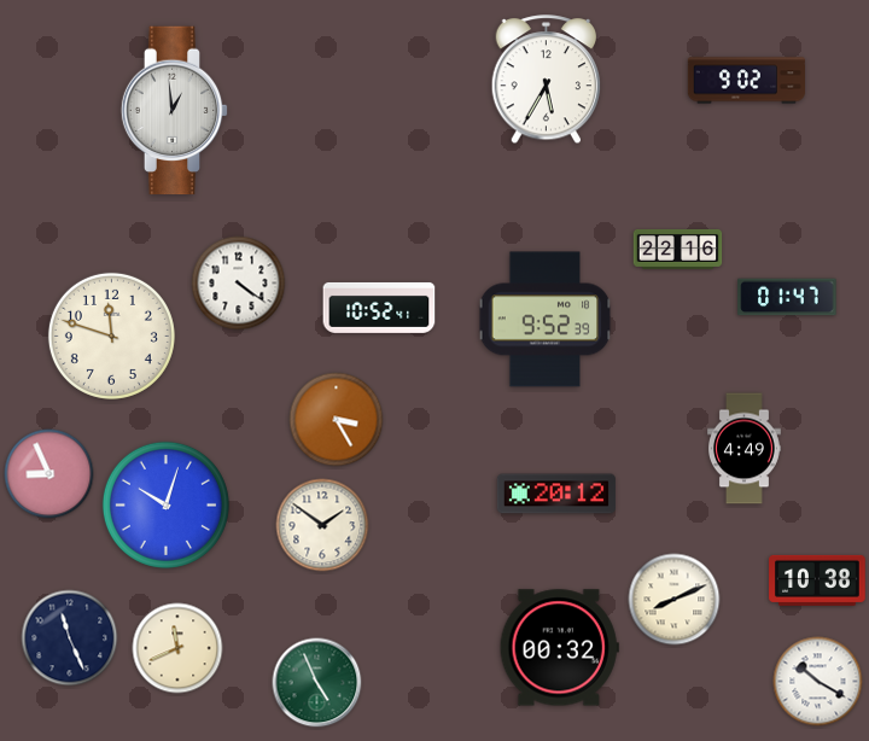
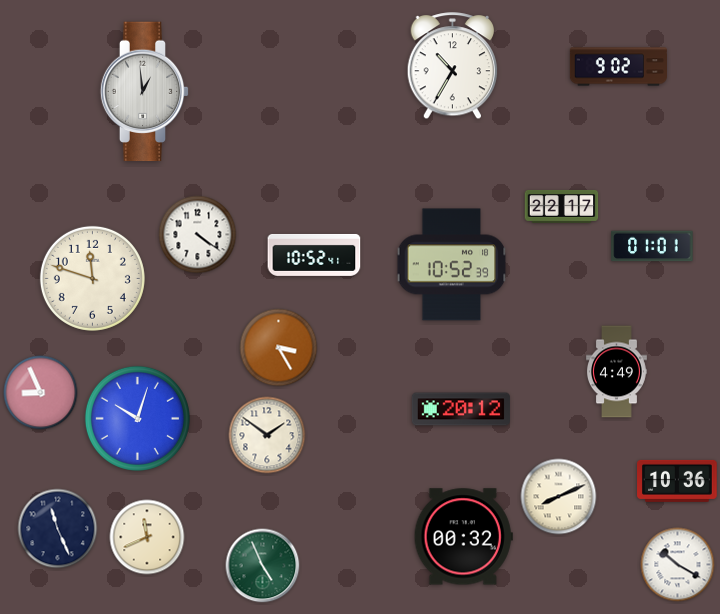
clock at (547, 80): 5:35 -> 10:35
clock at (678, 249): 22:16 -> 22:17
clock at (787, 297): 01:47 -> 01:01
clock at (546, 320): 9:52 -> 10:52
clock at (817, 580): 10:38 -> 10:36
